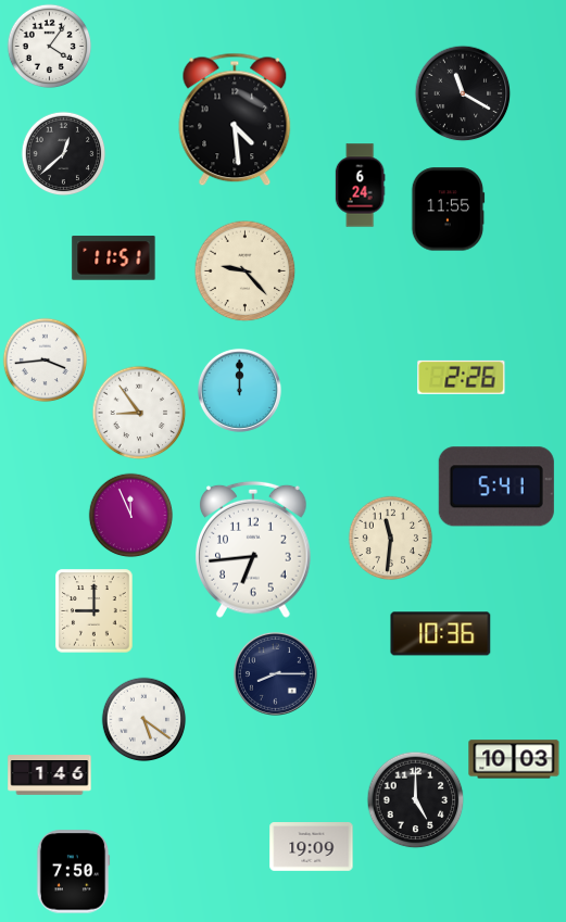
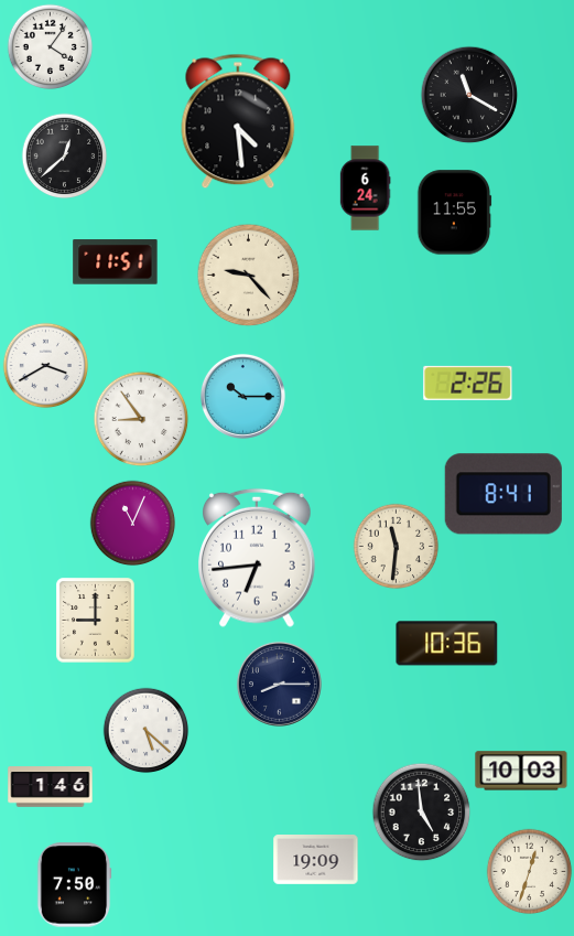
clock at (45, 359): 3:44 -> 3:40
clock at (239, 390): 12:00 -> 10:15
clock at (496, 487): 5:41 -> 8:41
clock at (130, 515): 11:56 -> 11:04
clock at (143, 719): 5:21 -> 5:22
clock at (415, 799): 5:00 -> 4:59
clock at (529, 871): none -> 12:33
